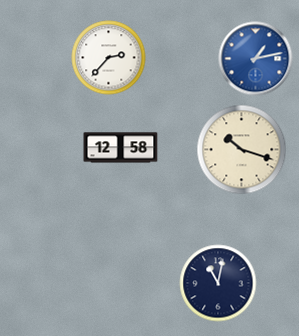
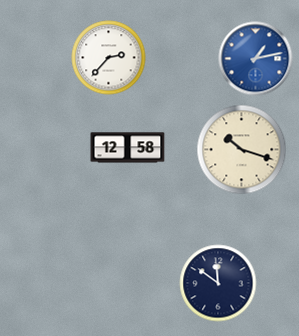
clock at (121, 148) position: (121, 148) -> (128, 148)
clock at (218, 283): 11:02 -> 11:51
